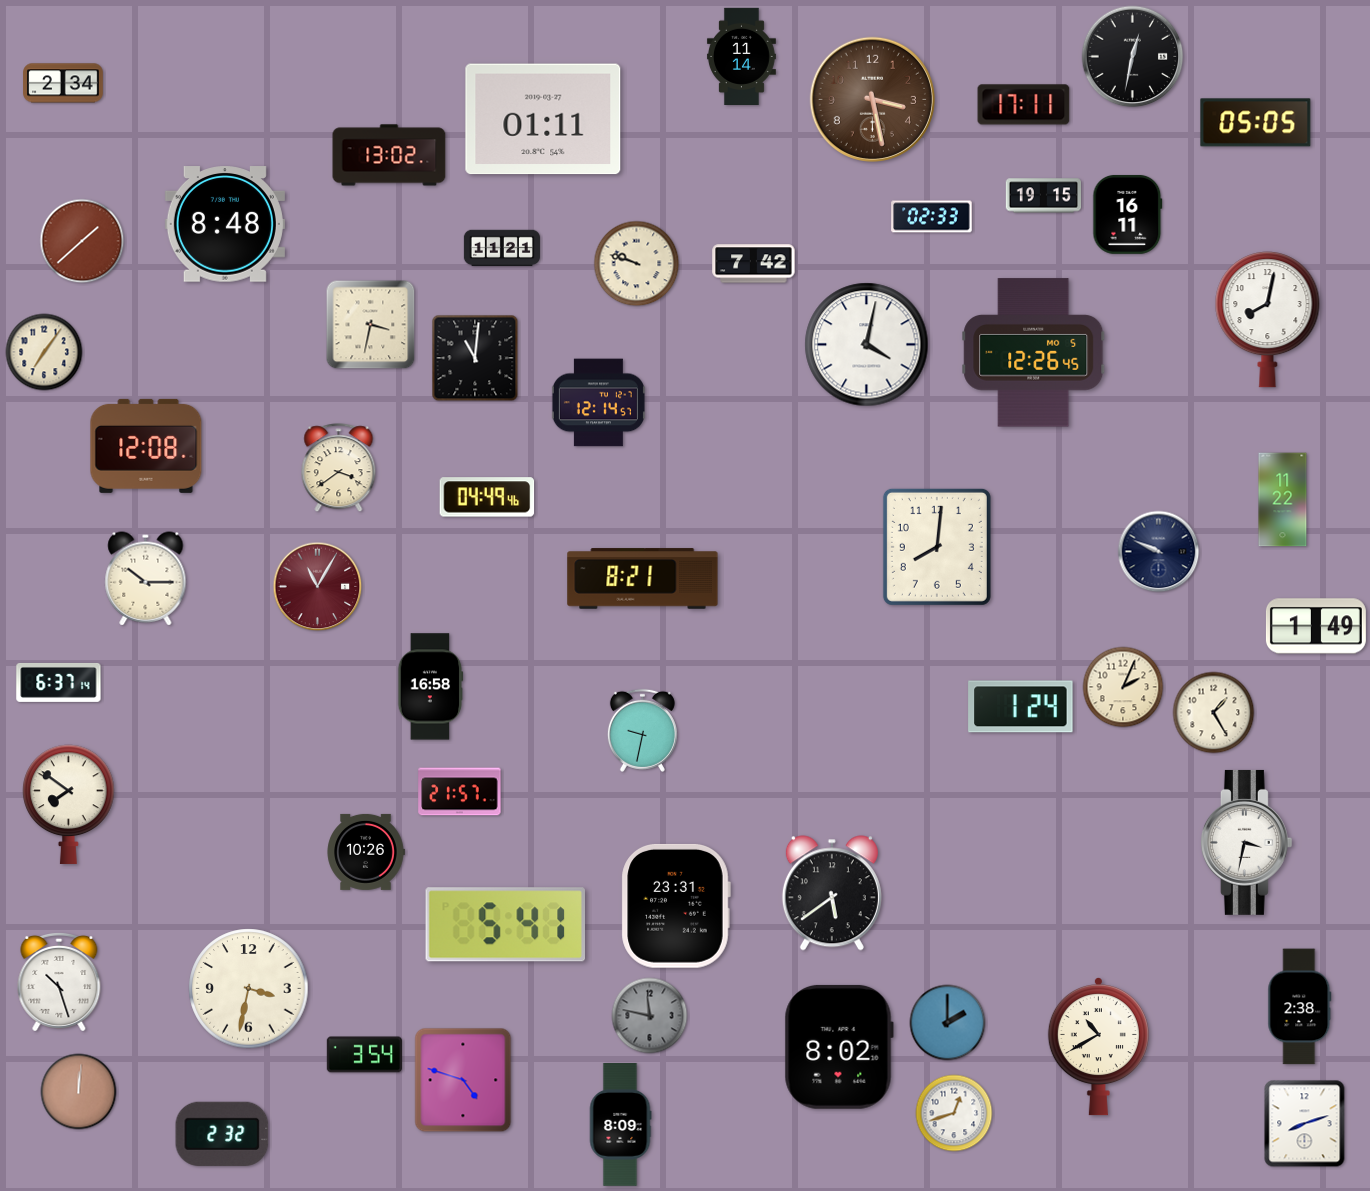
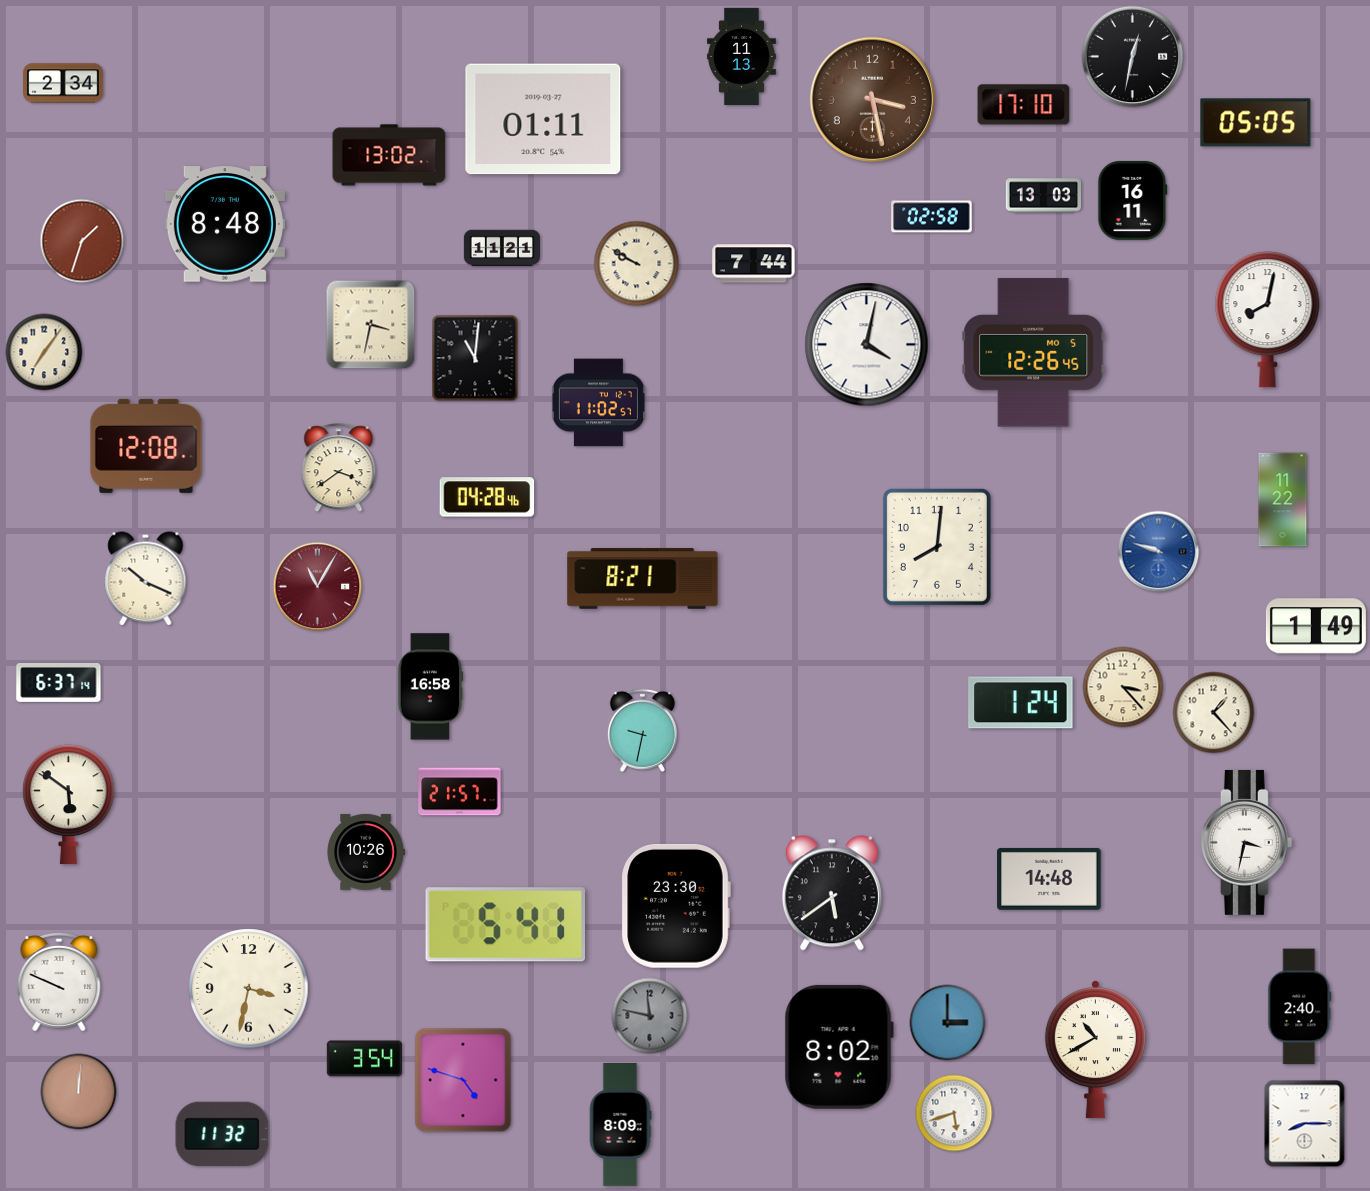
clock at (741, 56): 11:14 -> 11:13
clock at (1024, 105): 17:11 -> 17:10
clock at (1043, 196): 19:15 -> 13:03
clock at (1128, 214) position: (1128, 214) -> (1133, 200)
clock at (932, 217): 02:33 -> 02:58
clock at (82, 241): 1:38 -> 1:33
clock at (637, 264): 9:48 -> 9:50
clock at (754, 264): 7:42 -> 7:44
clock at (598, 403): 12:14 -> 11:02
clock at (487, 497): 04:49 -> 04:28
clock at (1159, 552): 9:49 -> 9:48
clock at (1159, 552) dial: navy -> blue
clock at (146, 579): 10:15 -> 10:19
clock at (1123, 687): 2:04 -> 3:23
clock at (1021, 707) position: (1021, 707) -> (1021, 703)
clock at (1214, 713): 1:25 -> 1:23
clock at (69, 804): 7:51 -> 5:51
clock at (1049, 879): none -> 14:48
clock at (676, 906): 23:31 -> 23:30
clock at (59, 982): 10:27 -> 9:49
clock at (1300, 1007): 2:38 -> 2:40
clock at (948, 1023): 2:00 -> 3:00
clock at (1098, 1046) position: (1098, 1046) -> (1095, 1049)
clock at (364, 1055) position: (364, 1055) -> (364, 1059)
clock at (954, 1113): 12:42 -> 5:42
clock at (1305, 1124): 8:12 -> 8:15
clock at (222, 1134): 2:32 -> 11:32
